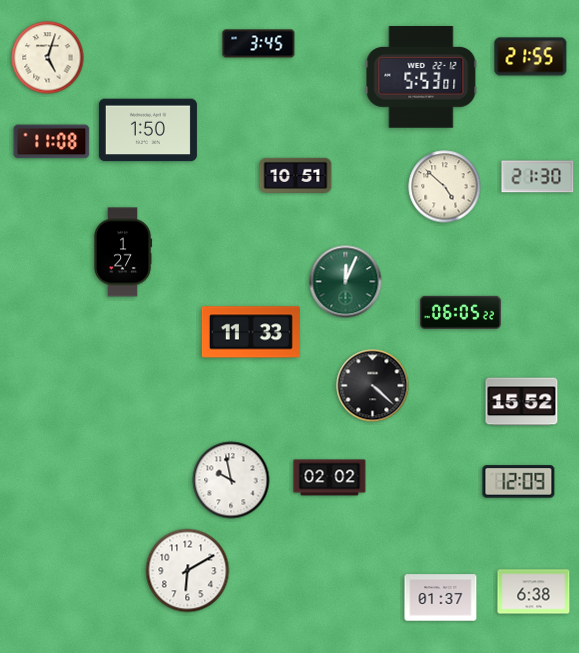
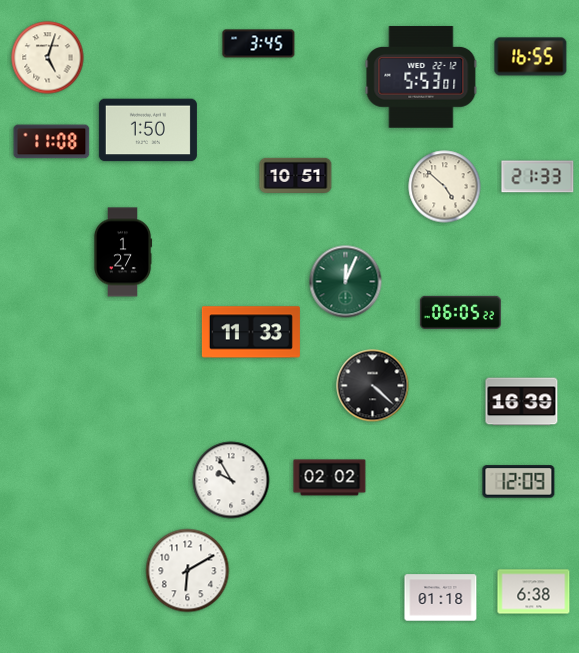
clock at (531, 57): 21:55 -> 16:55
clock at (538, 177): 21:30 -> 21:33
clock at (522, 402): 15:52 -> 16:39
clock at (231, 480): 9:58 -> 9:55
clock at (441, 598): 01:37 -> 01:18
